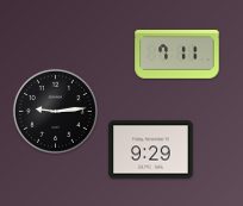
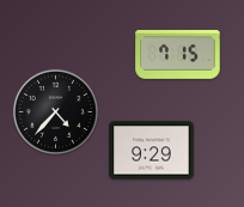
clock at (177, 55): 7:11 -> 7:15
clock at (55, 111): 9:14 -> 4:37
